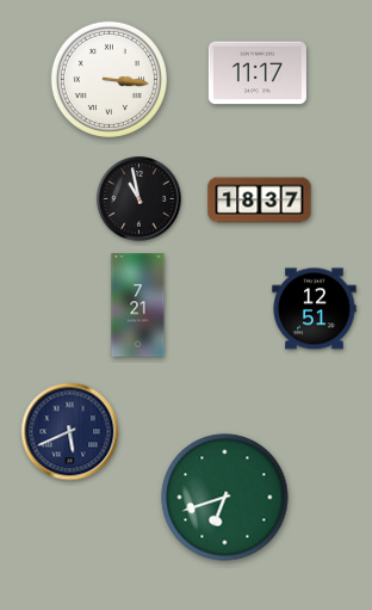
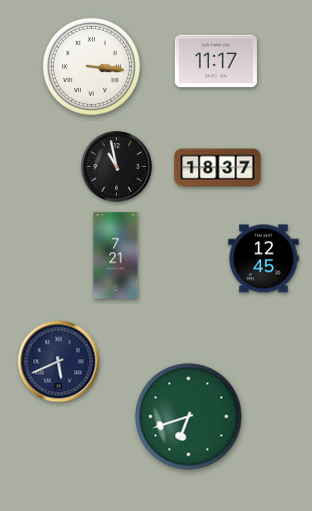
clock at (315, 309): 12:51 -> 12:45
